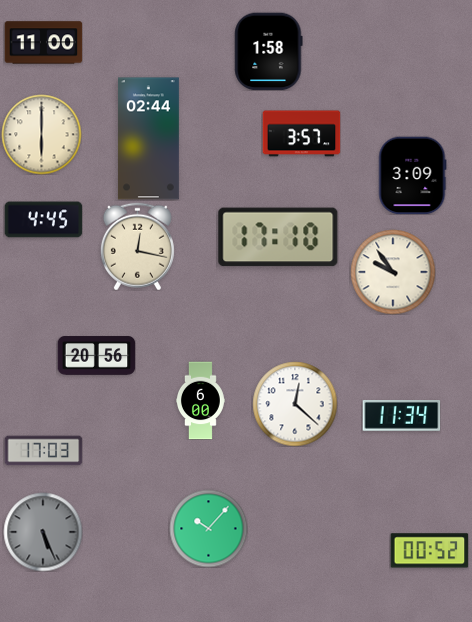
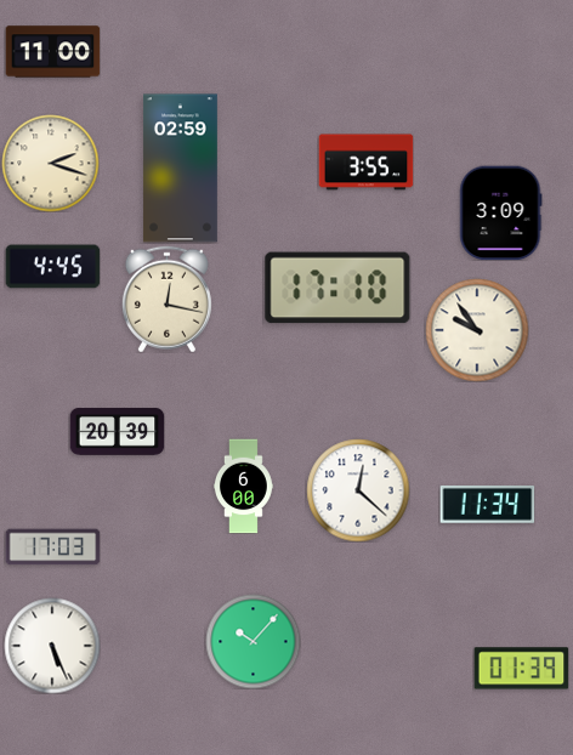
clock at (269, 51): 1:58 -> none
clock at (41, 134): 6:00 -> 2:18
clock at (301, 134): 3:57 -> 3:55
clock at (148, 139): 02:44 -> 02:59
clock at (96, 356): 20:56 -> 20:39
clock at (43, 532) dial: grey -> white
clock at (429, 551): 00:52 -> 01:39
